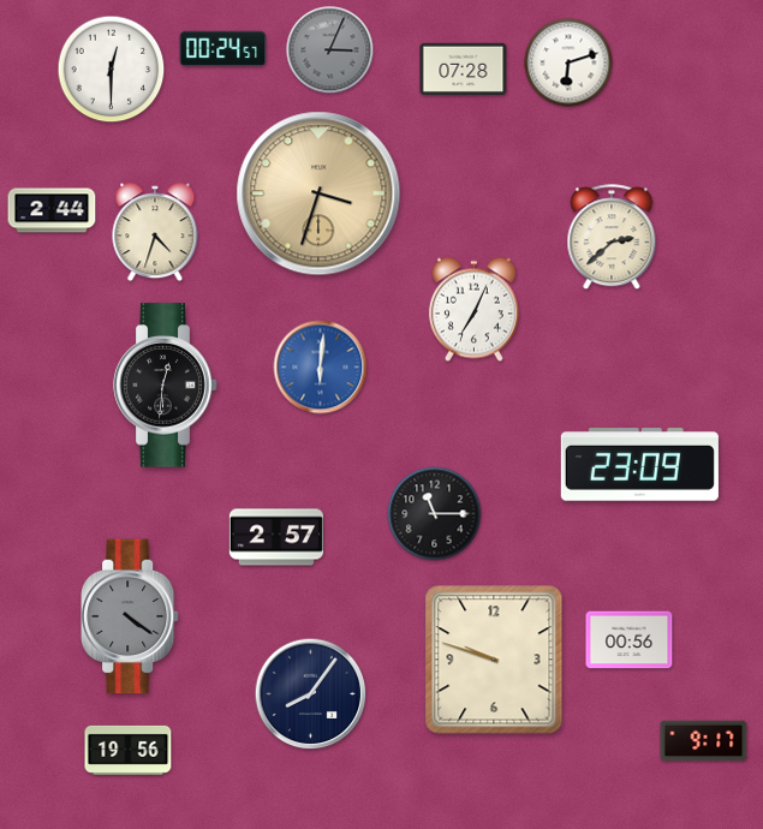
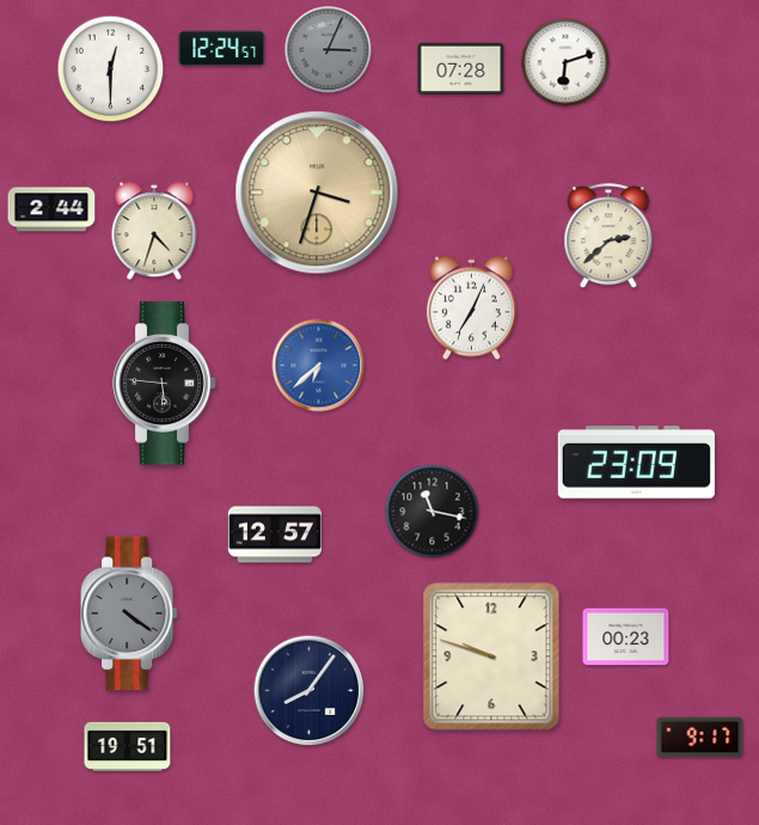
clock at (223, 49): 00:24 -> 12:24
clock at (321, 368): 6:01 -> 6:38
clock at (166, 386): 12:31 -> 5:46
clock at (435, 514): 11:15 -> 11:17
clock at (275, 537): 2:57 -> 12:57
clock at (630, 640): 00:56 -> 00:23
clock at (129, 750): 19:56 -> 19:51
